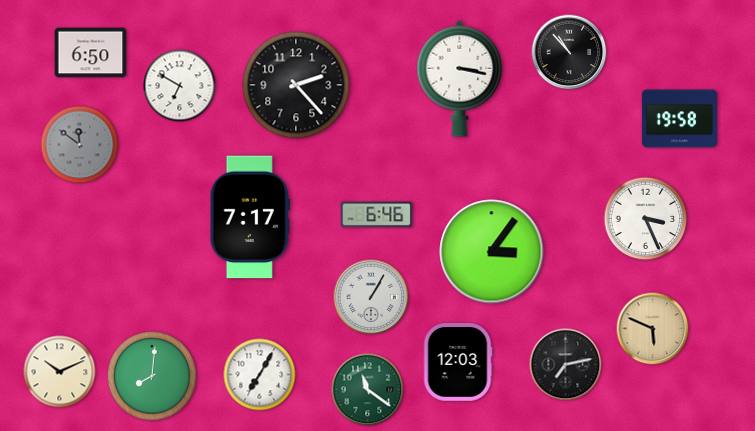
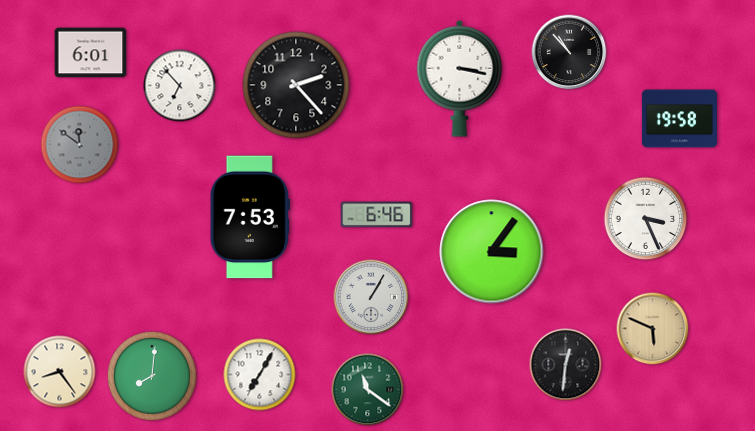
clock at (91, 53): 6:50 -> 6:01
clock at (180, 86): 6:50 -> 6:53
clock at (250, 217): 7:17 -> 7:53
clock at (458, 362): 12:03 -> none
clock at (566, 365): 7:13 -> 12:31
clock at (60, 372): 10:11 -> 8:24
